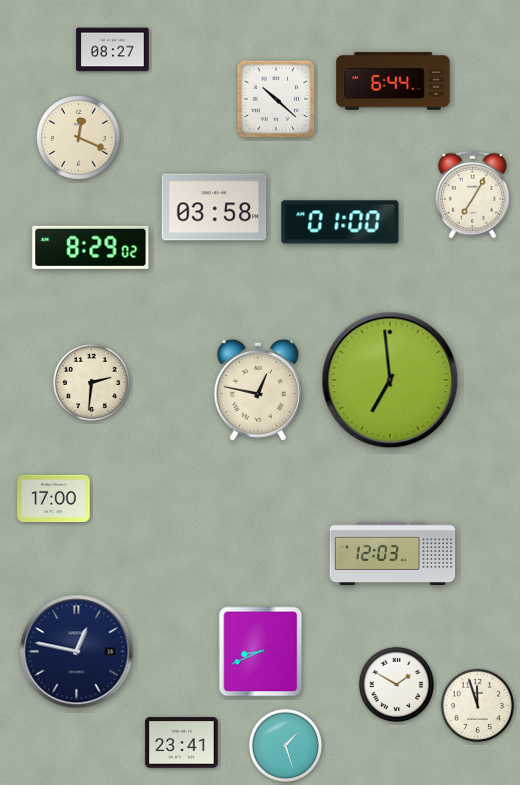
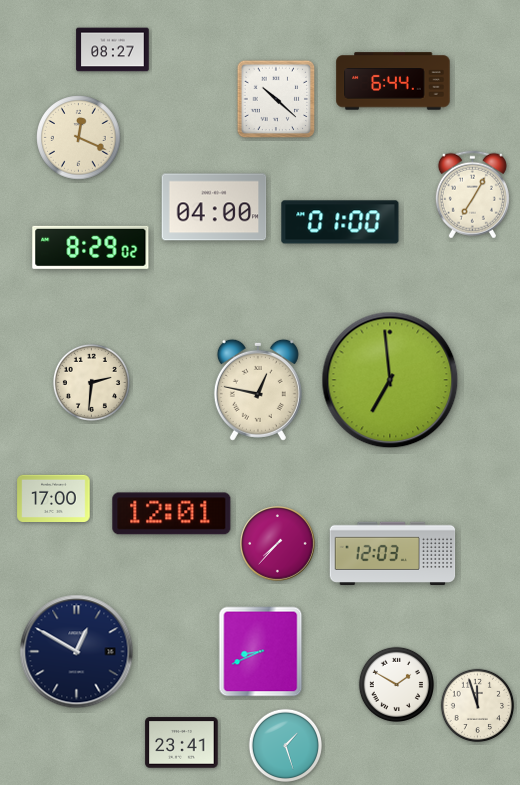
clock at (214, 207): 03:58 -> 04:00
clock at (172, 514): none -> 12:01
clock at (278, 544): none -> 7:37
clock at (77, 652): 12:47 -> 12:50
